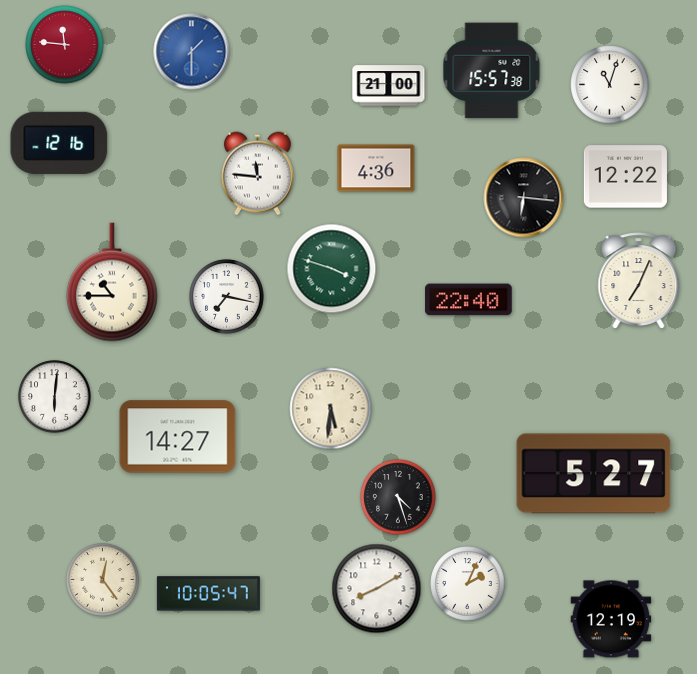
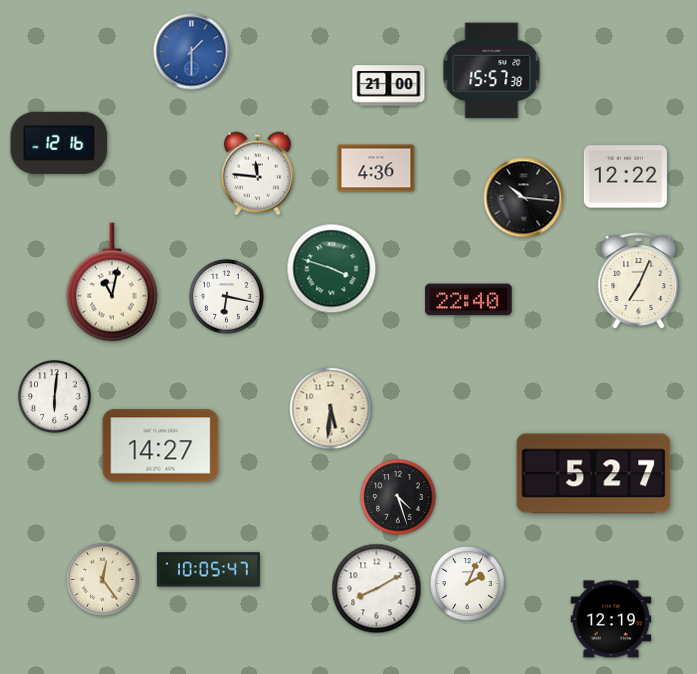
clock at (65, 45): 11:46 -> none
clock at (610, 85): 11:03 -> none
clock at (524, 198): 6:16 -> 10:16
clock at (113, 282): 10:45 -> 11:02
clock at (227, 297): 7:17 -> 6:17
clock at (178, 437) position: (178, 437) -> (161, 446)
clock at (208, 594) position: (208, 594) -> (208, 570)
